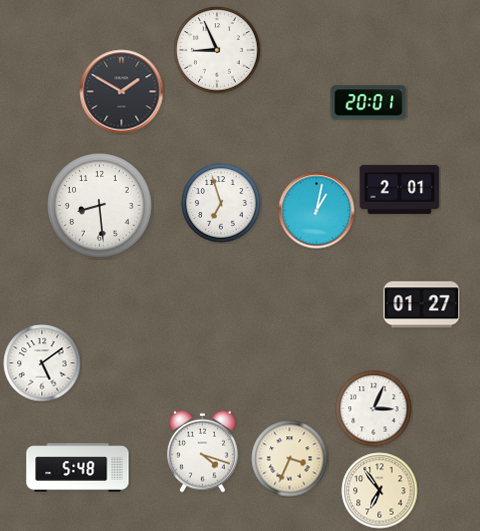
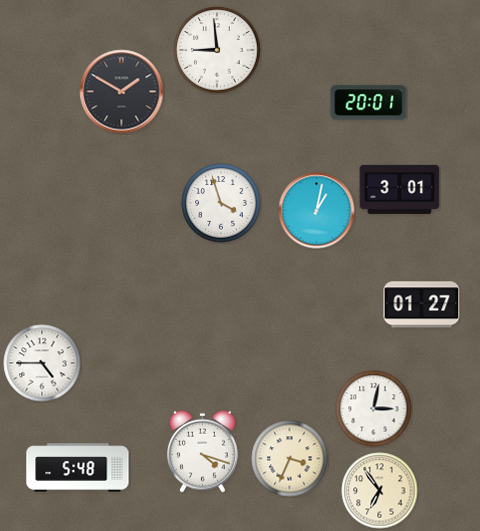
clock at (217, 50): 8:56 -> 8:59
clock at (400, 189): 2:01 -> 3:01
clock at (221, 203): 6:57 -> 3:57
clock at (100, 206): 8:29 -> none
clock at (42, 363): 5:09 -> 4:45
clock at (374, 409): 3:04 -> 3:02
